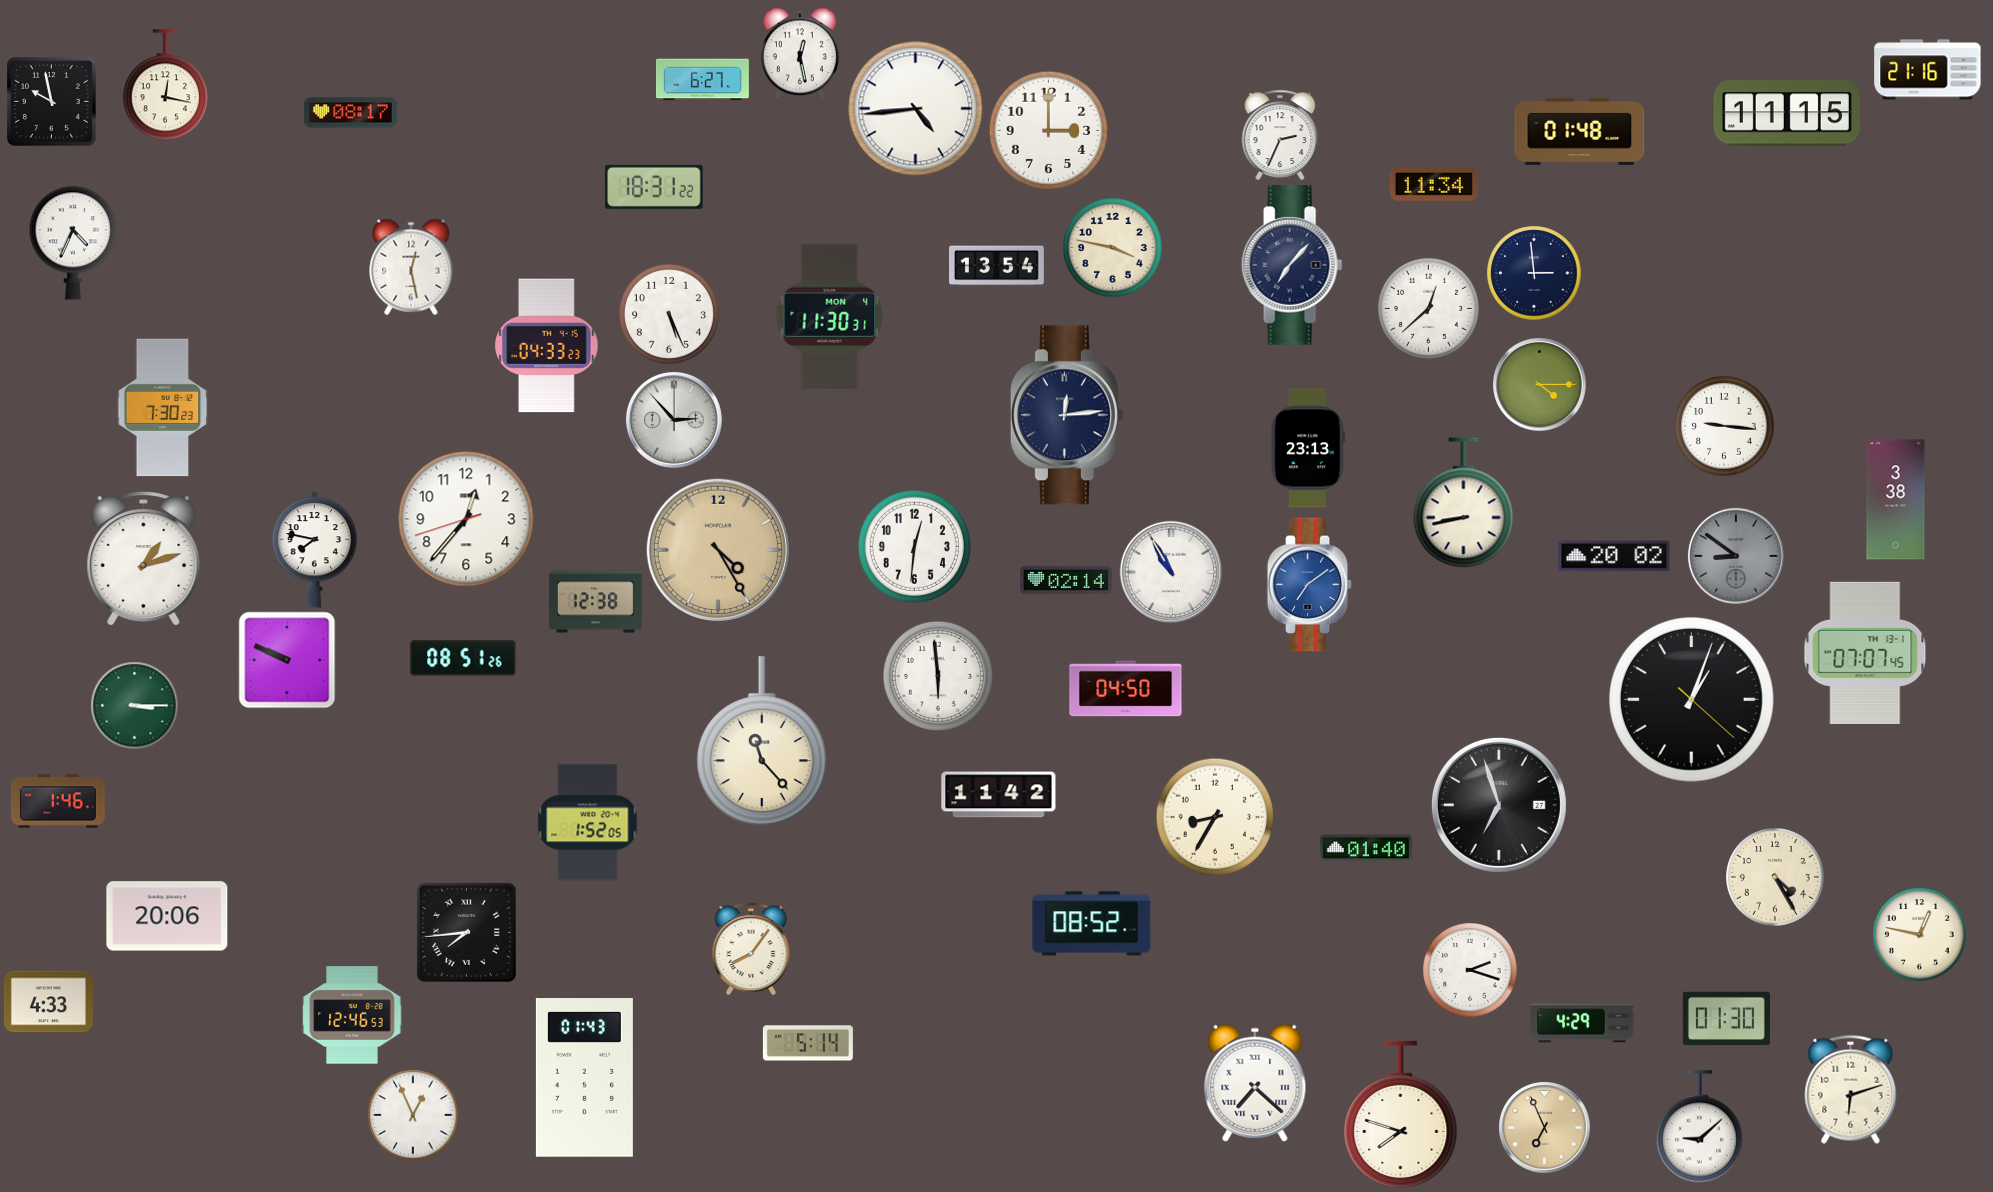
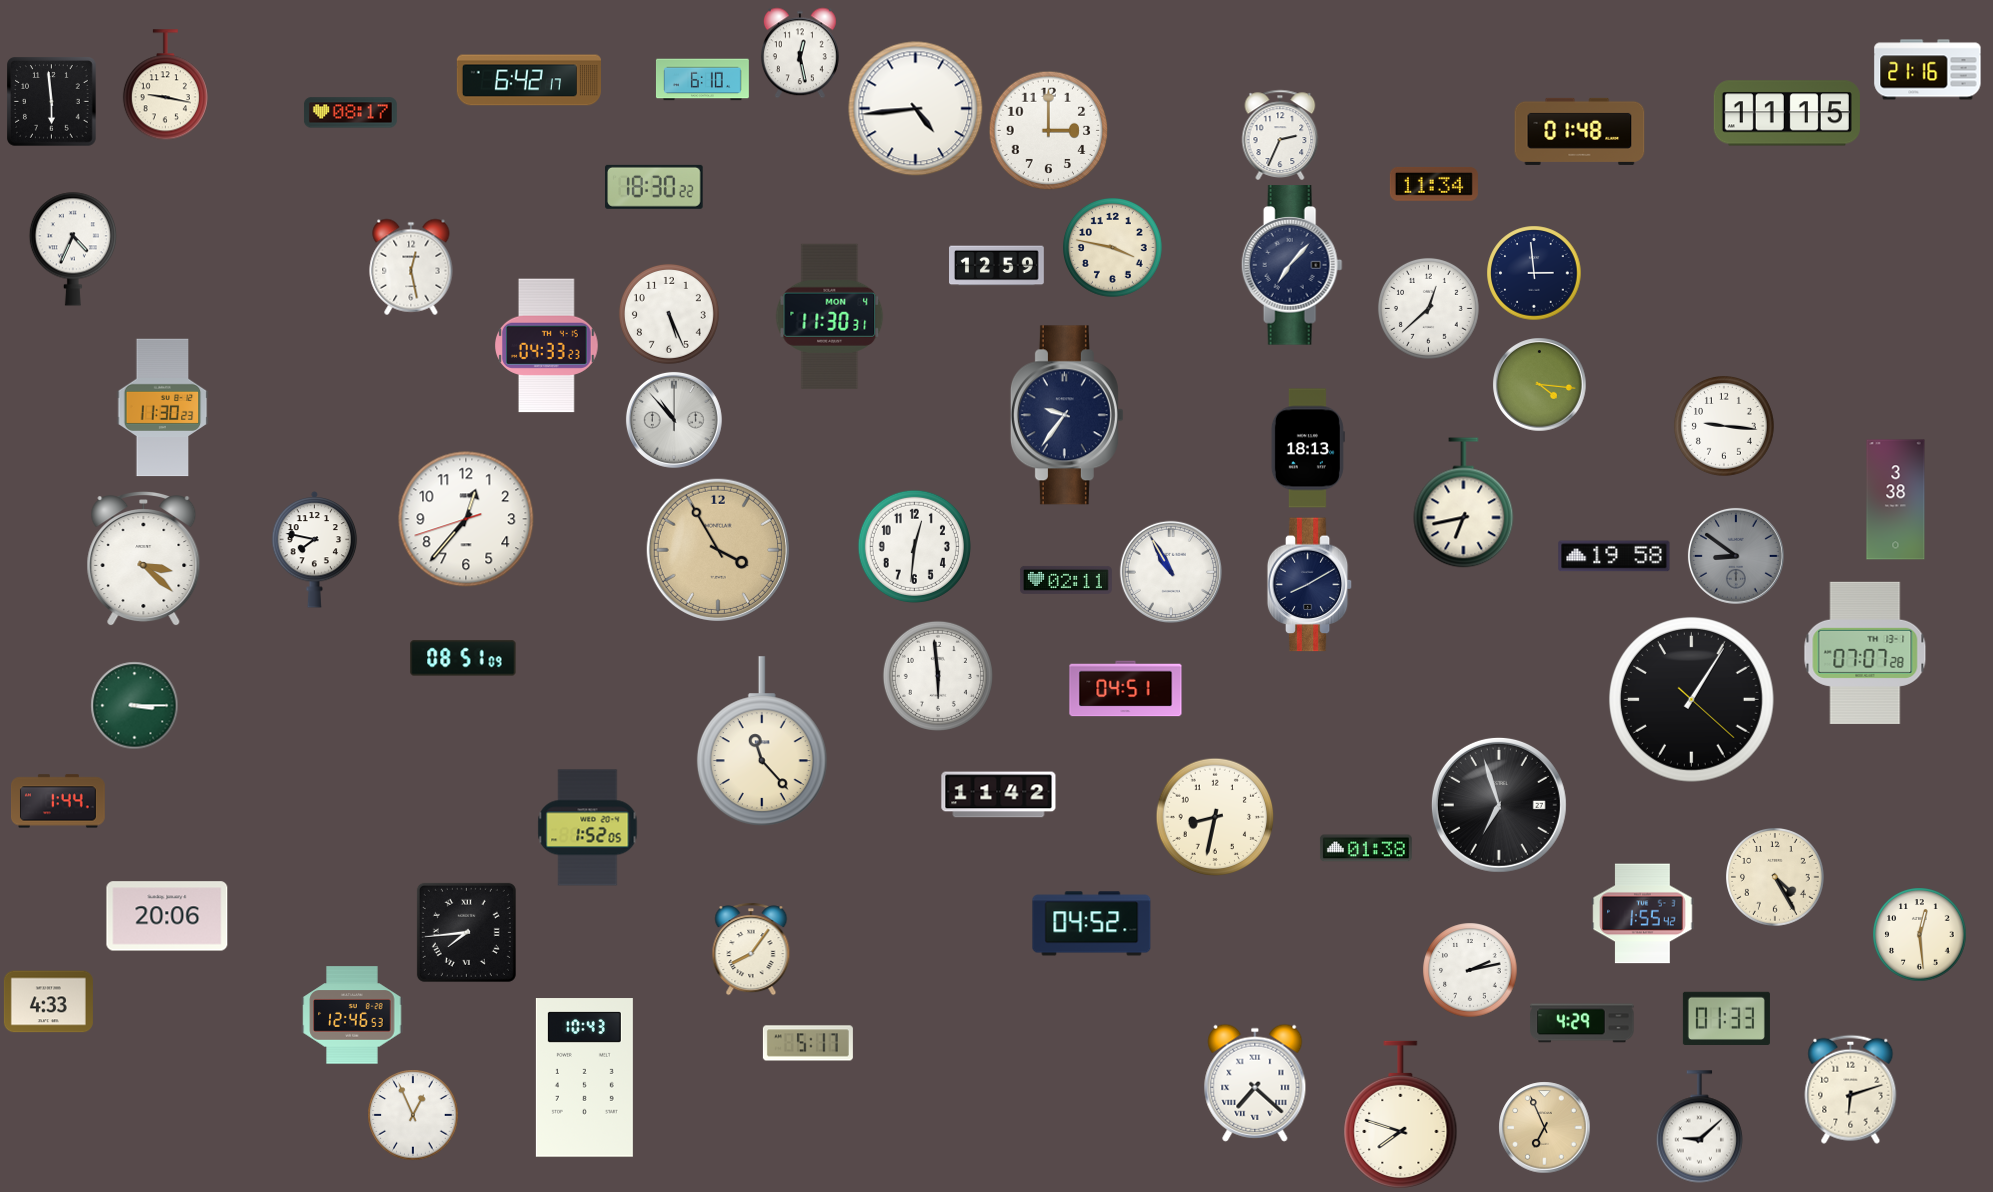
clock at (529, 80): none -> 6:42
clock at (702, 80): 6:27 -> 6:10
clock at (165, 85): 12:17 -> 9:17
clock at (52, 102): 9:58 -> 5:59
clock at (655, 187): 18:31 -> 18:30
clock at (73, 243) position: (73, 243) -> (73, 249)
clock at (997, 266): 13:54 -> 12:59
clock at (1539, 384): 4:15 -> 4:16
clock at (163, 408): 7:30 -> 11:30
clock at (1067, 415): 12:14 -> 9:36
clock at (674, 420): 2:53 -> 10:53
clock at (1308, 448): 23:13 -> 18:13
clock at (1464, 503): 8:43 -> 6:43
clock at (718, 550): 4:25 -> 3:55
clock at (1614, 556): 20:02 -> 19:58
clock at (144, 559): 1:12 -> 3:22
clock at (1066, 580): 02:14 -> 02:11
clock at (1310, 585): 7:09 -> 8:10
clock at (1310, 585) dial: blue -> navy
clock at (595, 602): 12:38 -> none
clock at (1865, 653): 07:07:45 -> 07:07:28
clock at (463, 658): 08:51:26 -> 08:51:09
clock at (287, 660): 9:49 -> none
clock at (1126, 689): 04:50 -> 04:51
clock at (1691, 699): 1:03 -> 1:05
clock at (59, 801): 1:46 -> 1:44
clock at (1215, 817): 8:35 -> 8:32
clock at (588, 823) position: (588, 823) -> (588, 828)
clock at (1366, 848): 01:40 -> 01:38
clock at (1643, 914): none -> 1:55
clock at (1092, 924): 08:52 -> 04:52
clock at (1919, 934): 12:47 -> 12:29
clock at (1470, 970): 2:18 -> 2:13
clock at (1726, 1018): 01:30 -> 01:33
clock at (808, 1043): 5:14 -> 5:17
clock at (584, 1078): 01:43 -> 10:43
